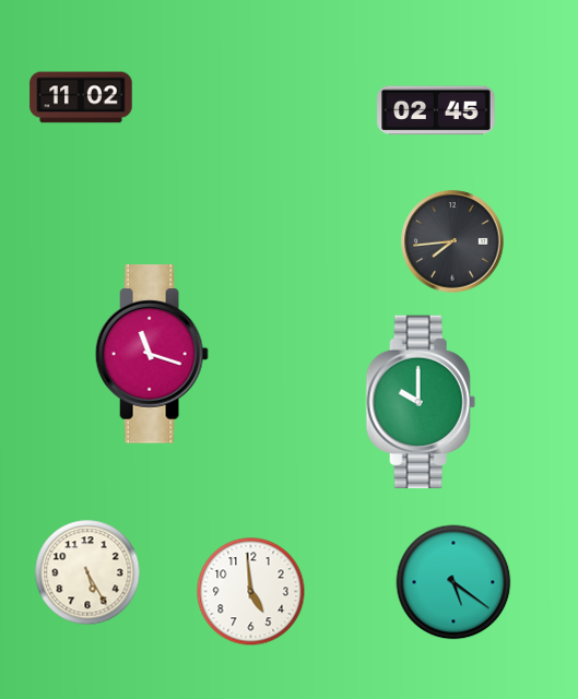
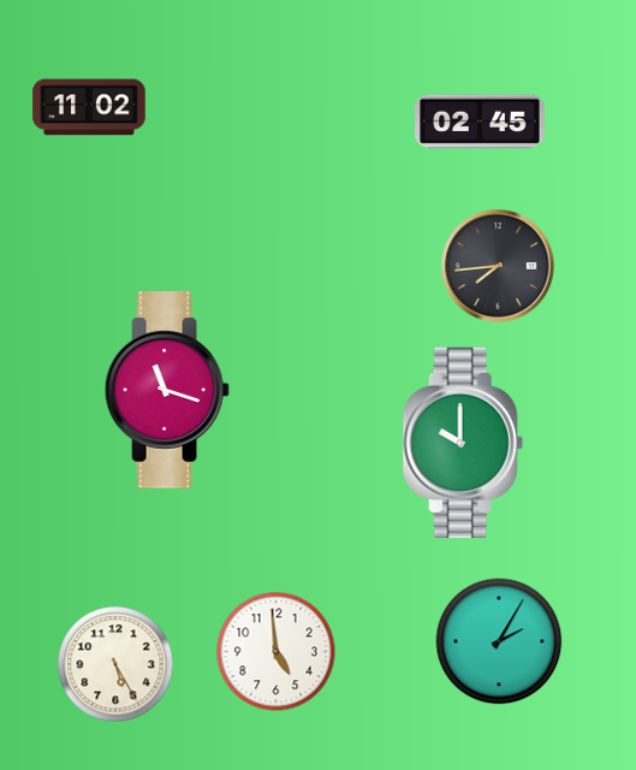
clock at (87, 572) position: (87, 572) -> (115, 664)
clock at (453, 582): 5:21 -> 2:05
